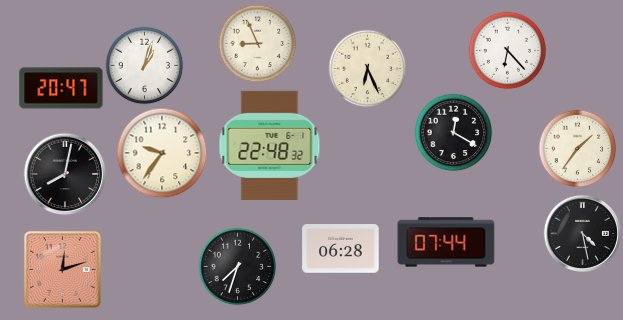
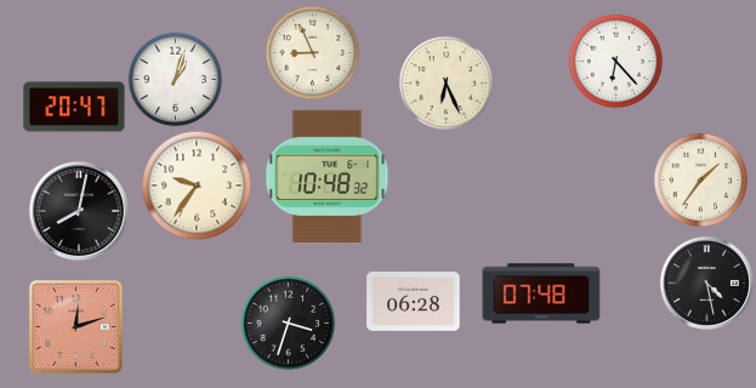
clock at (453, 132): 12:20 -> none
clock at (270, 145): 22:48 -> 10:48
clock at (446, 242): 07:44 -> 07:48
clock at (237, 266): 7:33 -> 3:33
